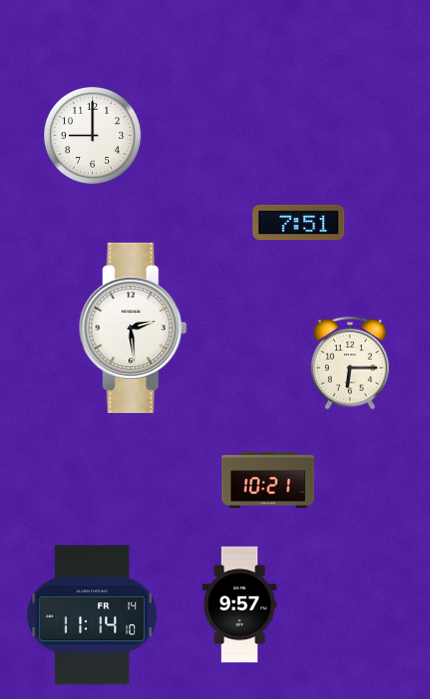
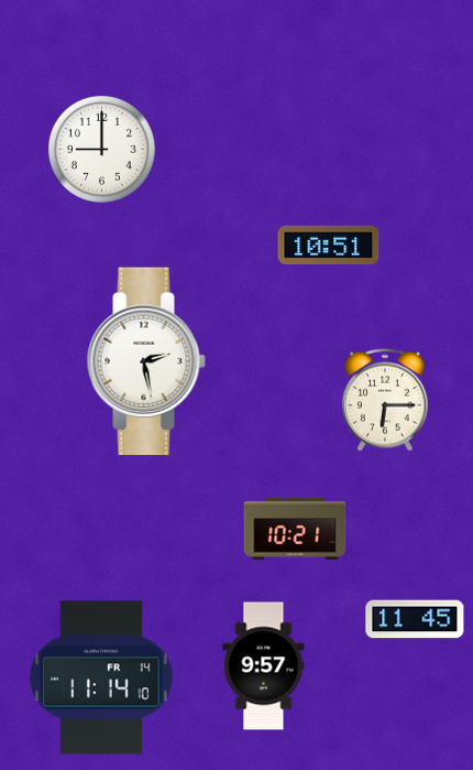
clock at (299, 222): 7:51 -> 10:51
clock at (133, 328): 2:29 -> 2:28
clock at (415, 619): none -> 11:45
